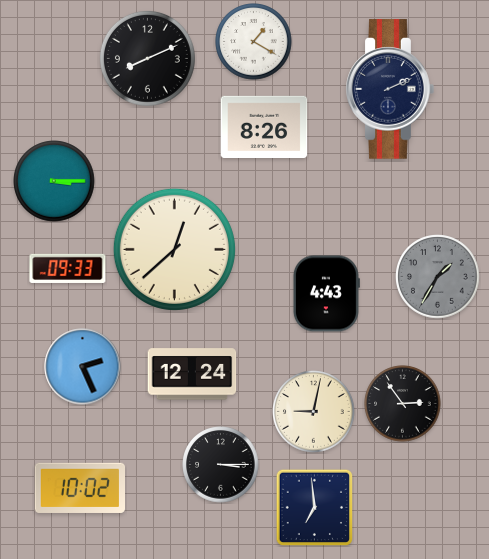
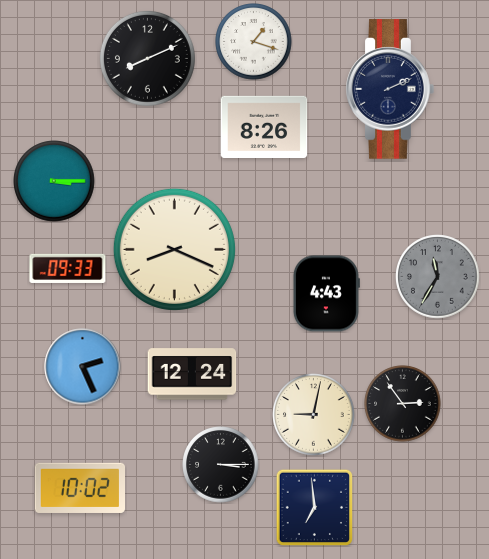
clock at (254, 42): 1:20 -> 1:18
clock at (174, 249): 12:38 -> 8:19
clock at (438, 277): 1:35 -> 11:35
clock at (314, 412) position: (314, 412) -> (314, 415)
